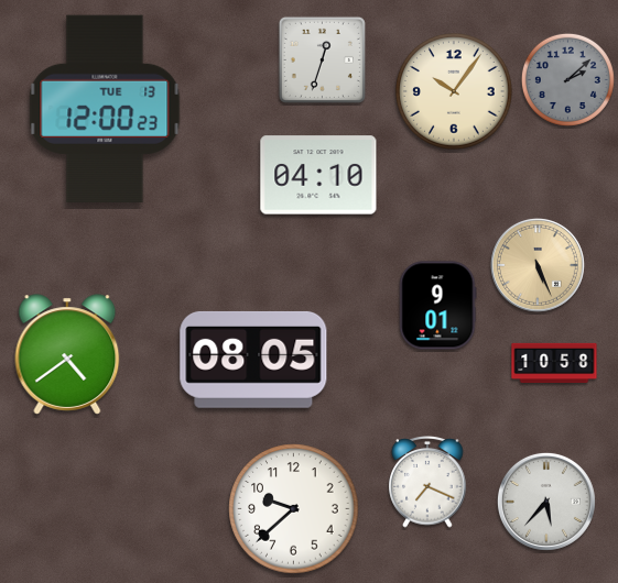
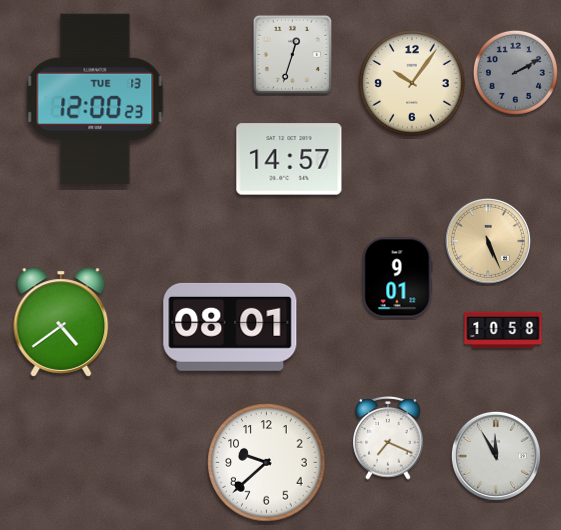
clock at (567, 79): 2:08 -> 2:10
clock at (318, 175): 04:10 -> 14:57
clock at (253, 360): 08:05 -> 08:01
clock at (546, 502): 5:37 -> 11:55
